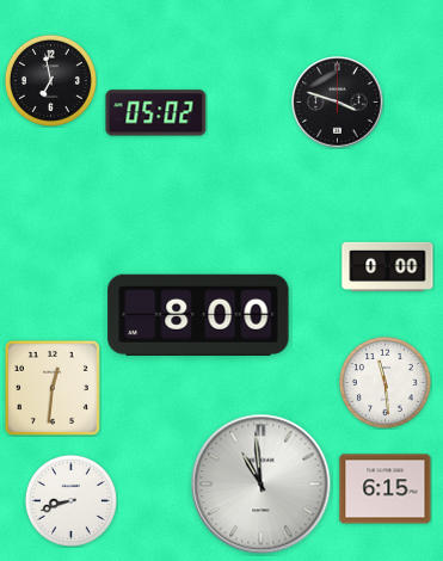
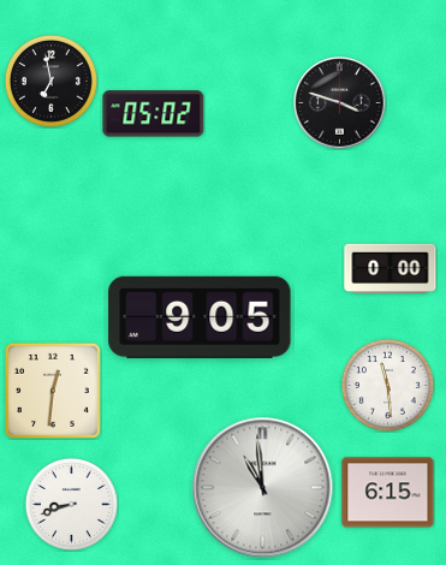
clock at (156, 113) position: (156, 113) -> (154, 114)
clock at (198, 315): 8:00 -> 9:05
